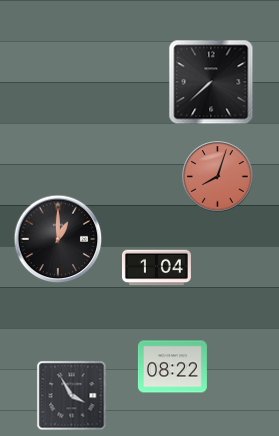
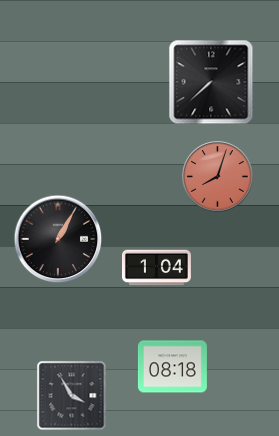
clock at (58, 239): 1:00 -> 1:05
clock at (172, 367): 08:22 -> 08:18
